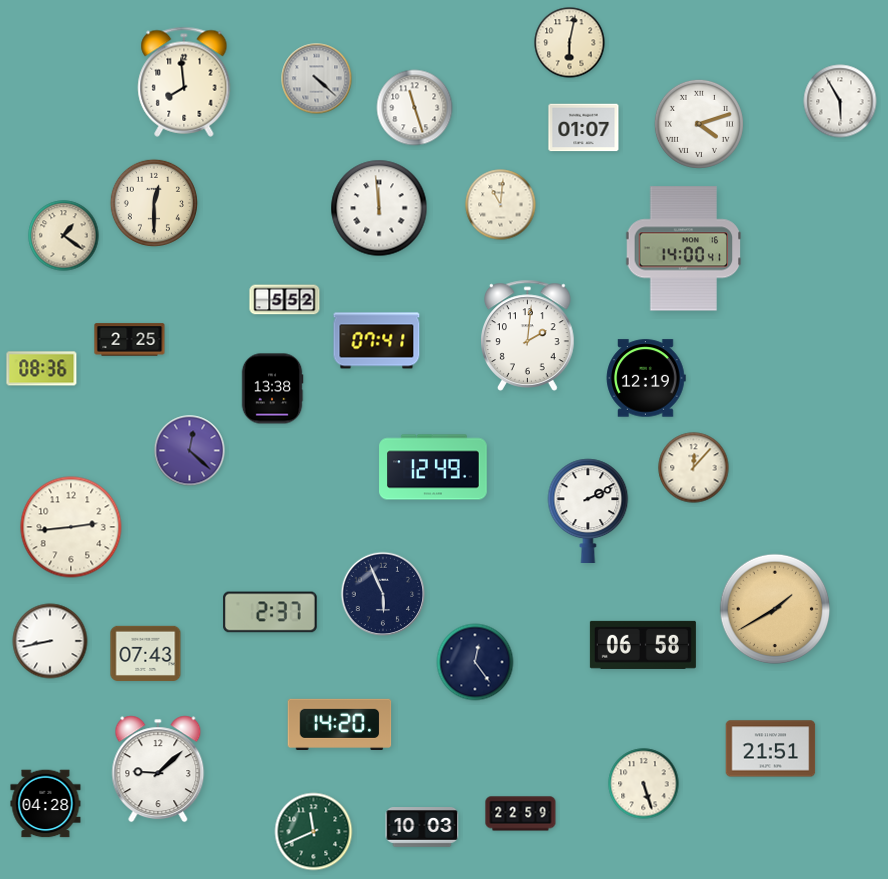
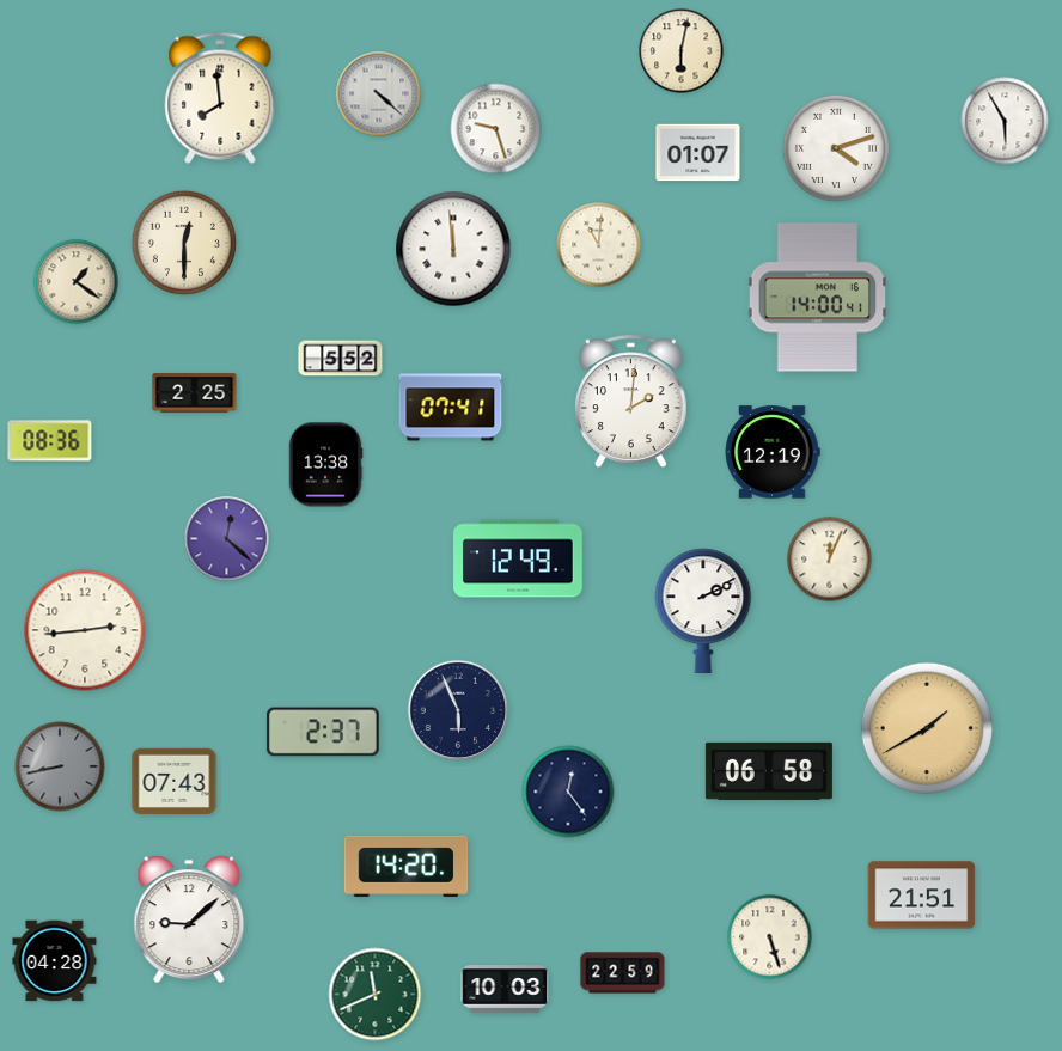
clock at (415, 108): 11:27 -> 9:27
clock at (130, 340) position: (130, 340) -> (195, 393)
clock at (694, 468): 12:07 -> 12:04
clock at (50, 641) dial: white -> grey
